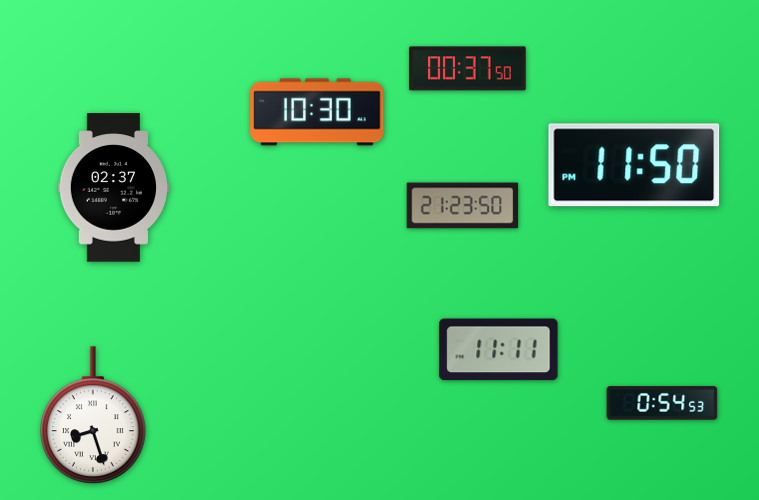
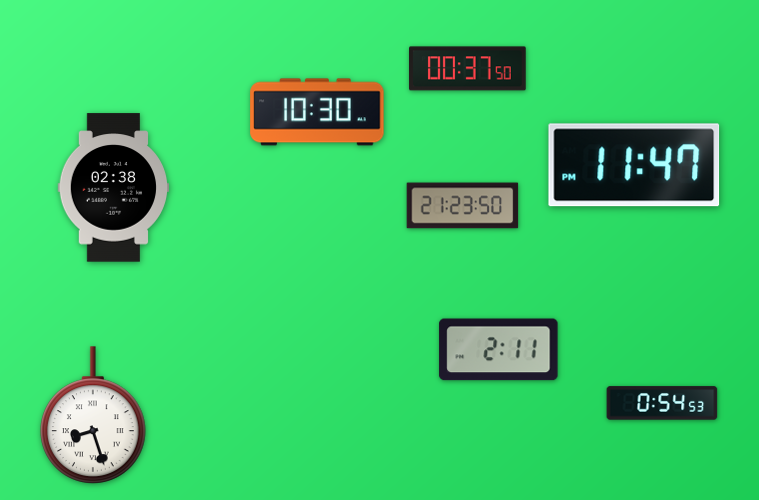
clock at (634, 165): 11:50 -> 11:47
clock at (114, 188): 02:37 -> 02:38
clock at (499, 350): 11:11 -> 2:11
